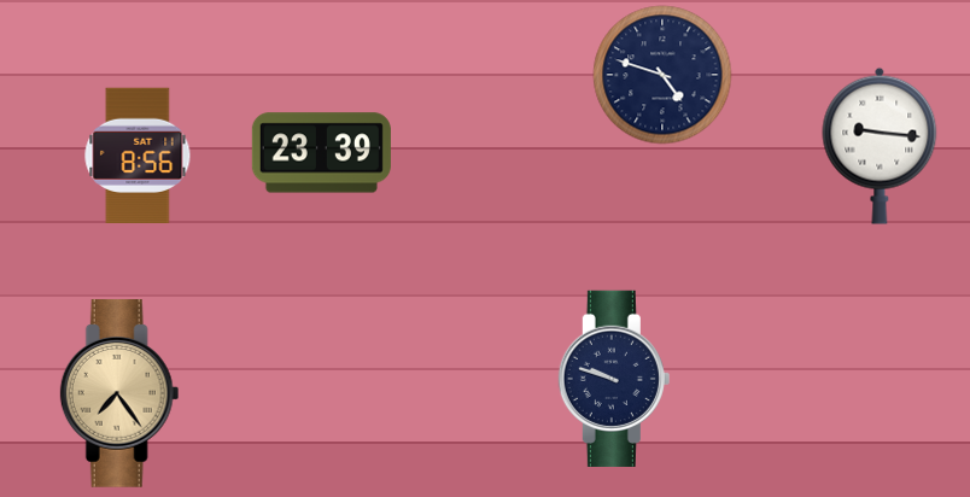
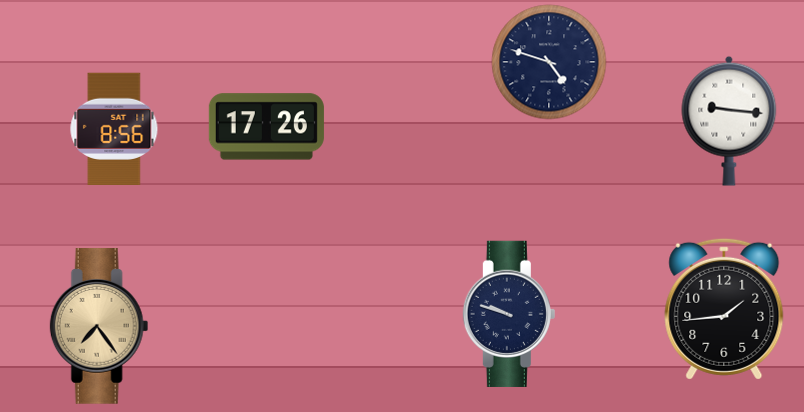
clock at (321, 153): 23:39 -> 17:26
clock at (724, 309): none -> 1:44
